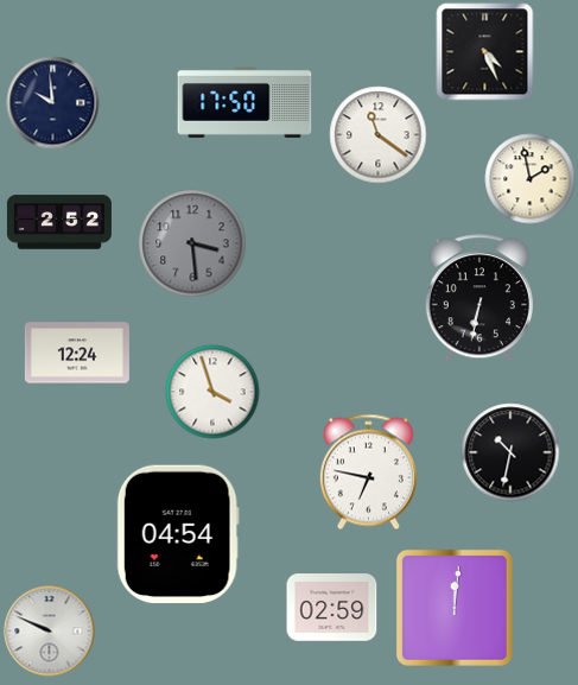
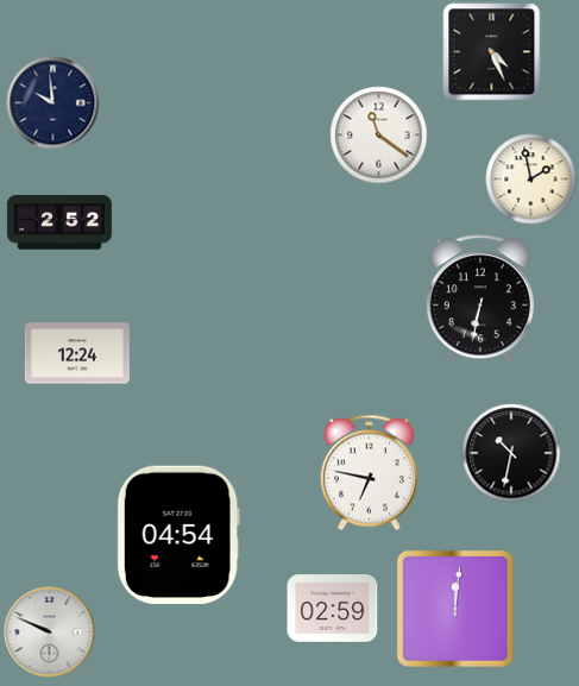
clock at (485, 52) position: (485, 52) -> (492, 52)
clock at (244, 102): 17:50 -> none
clock at (192, 243): 3:29 -> none
clock at (212, 392): 3:57 -> none
